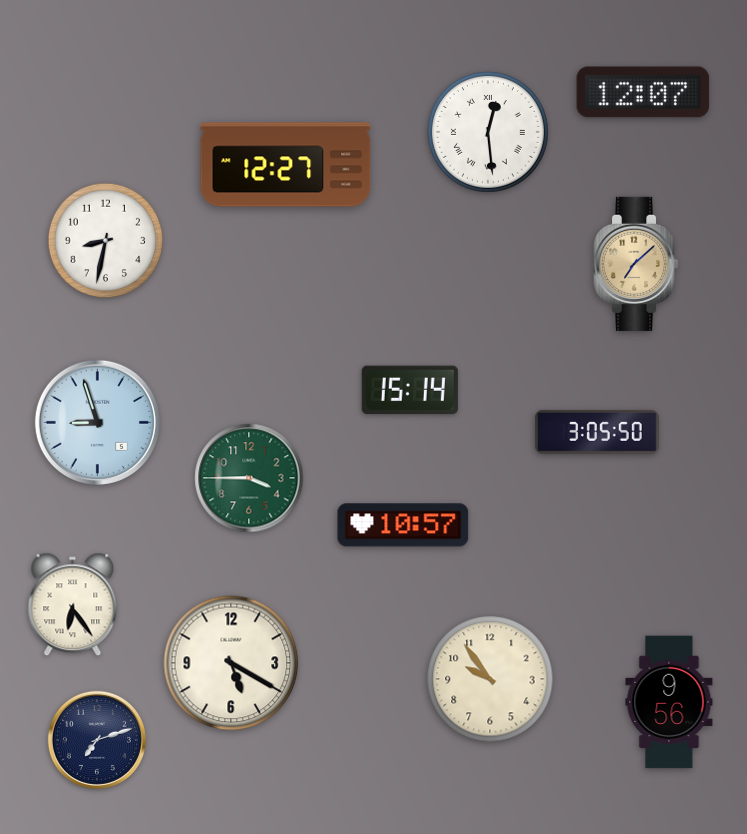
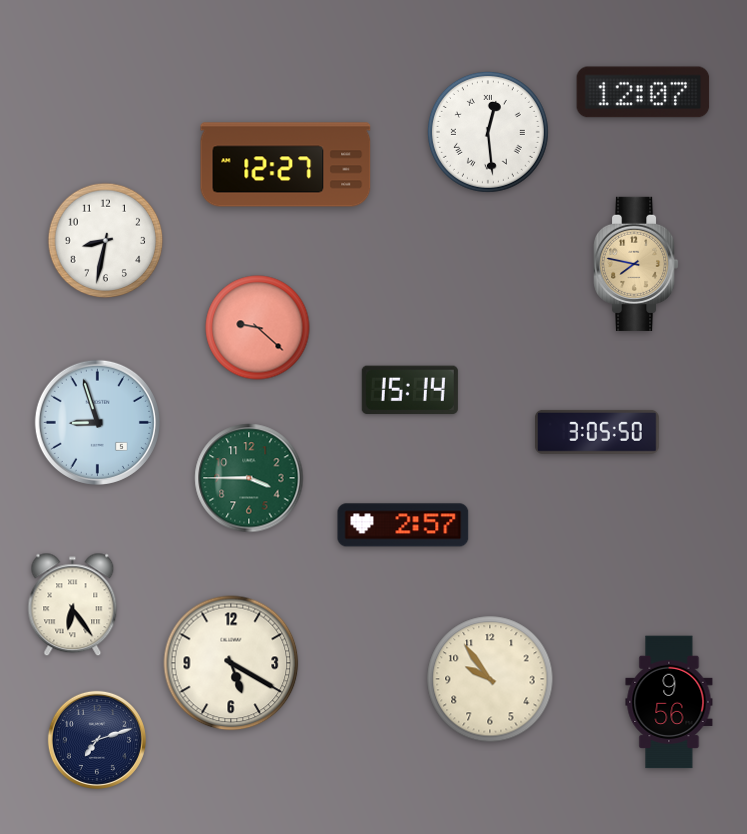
clock at (636, 264): 7:08 -> 7:47
clock at (258, 328): none -> 9:22
clock at (403, 525): 10:57 -> 2:57
